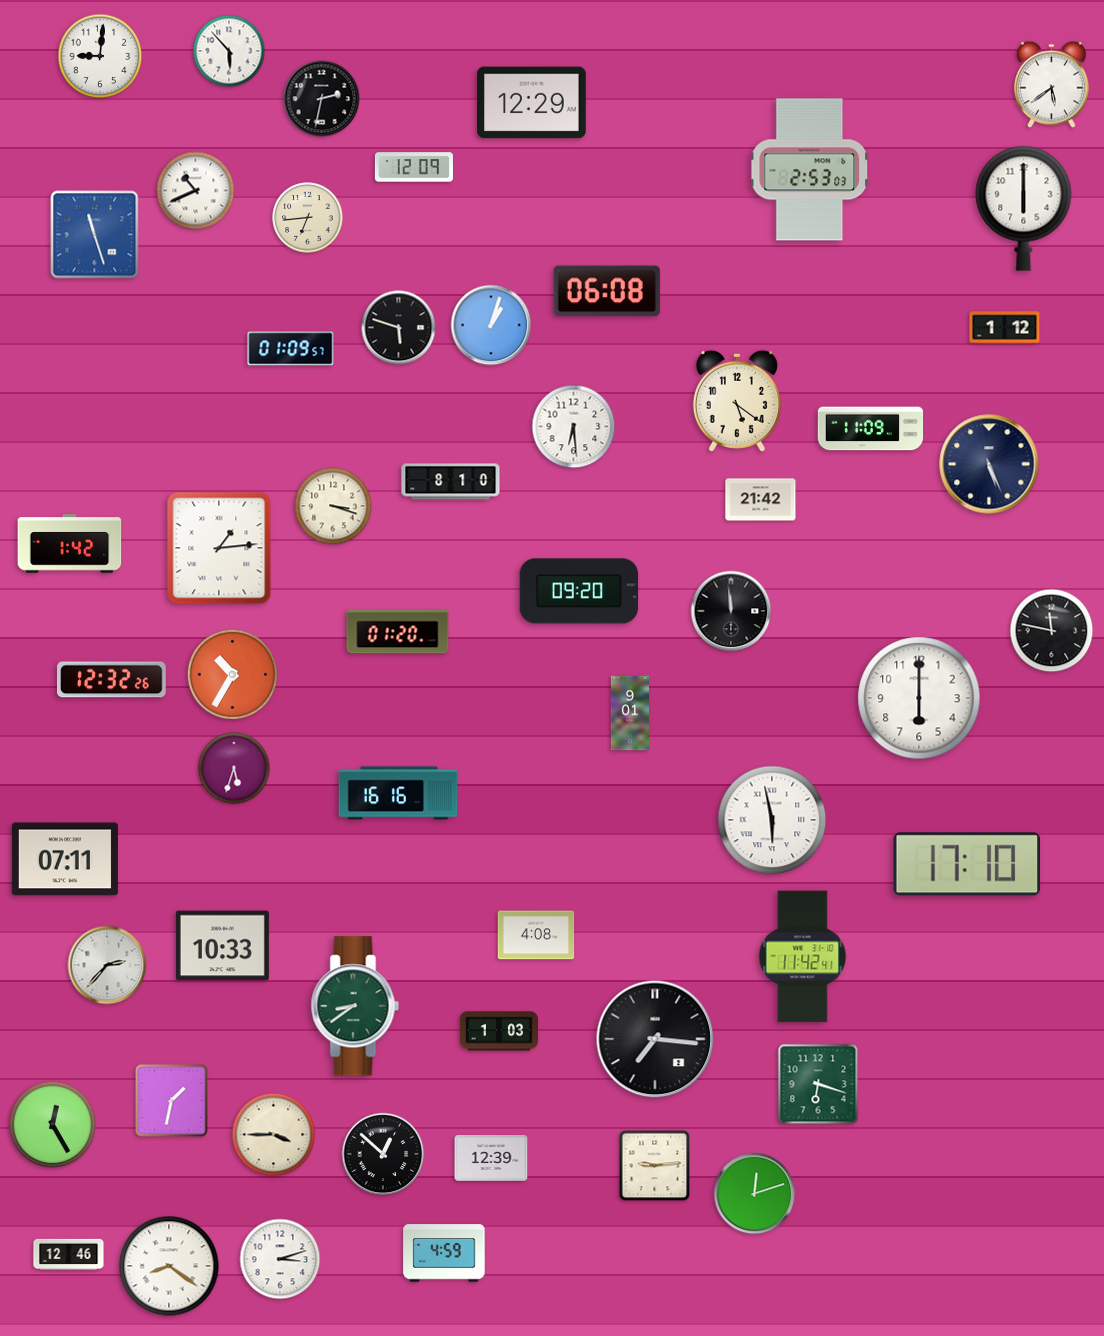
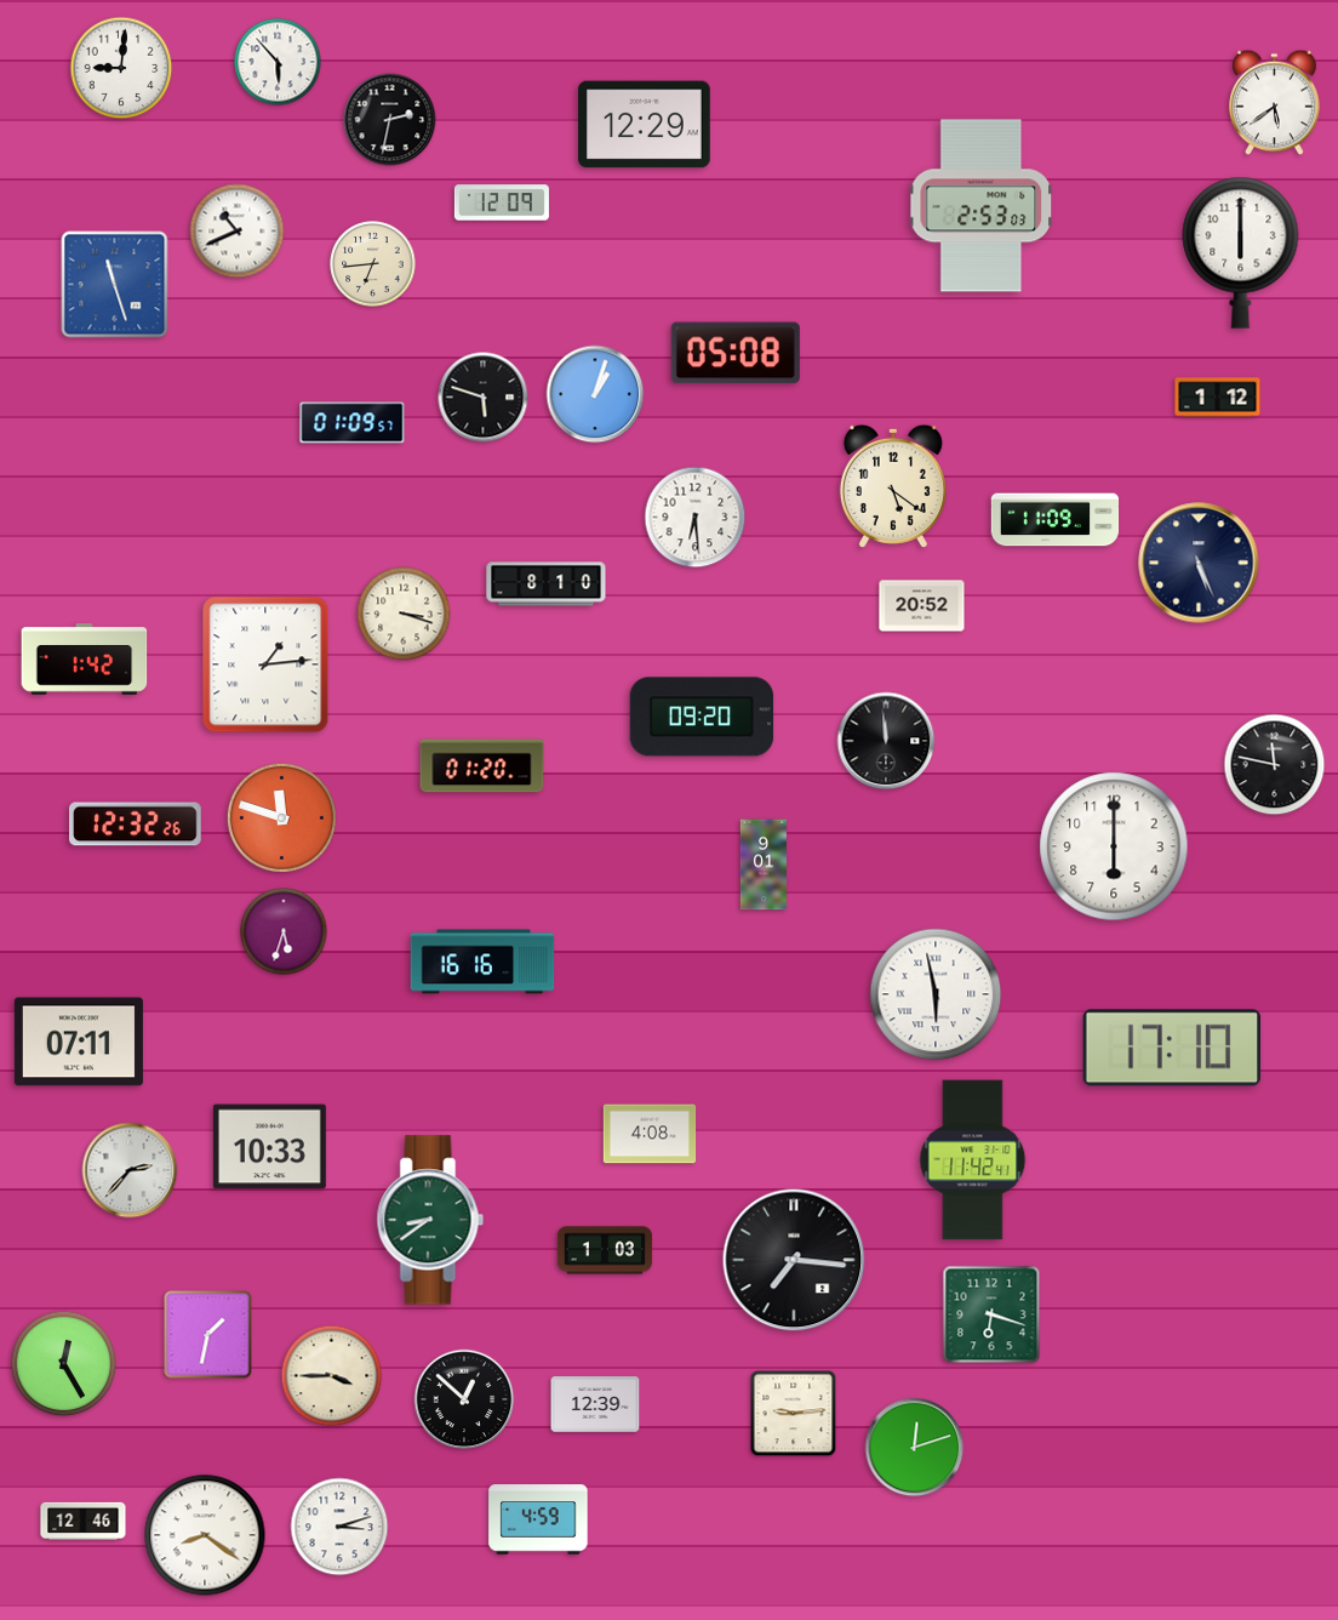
clock at (607, 291): 06:08 -> 05:08
clock at (761, 500): 21:42 -> 20:52
clock at (232, 674): 10:35 -> 11:48
